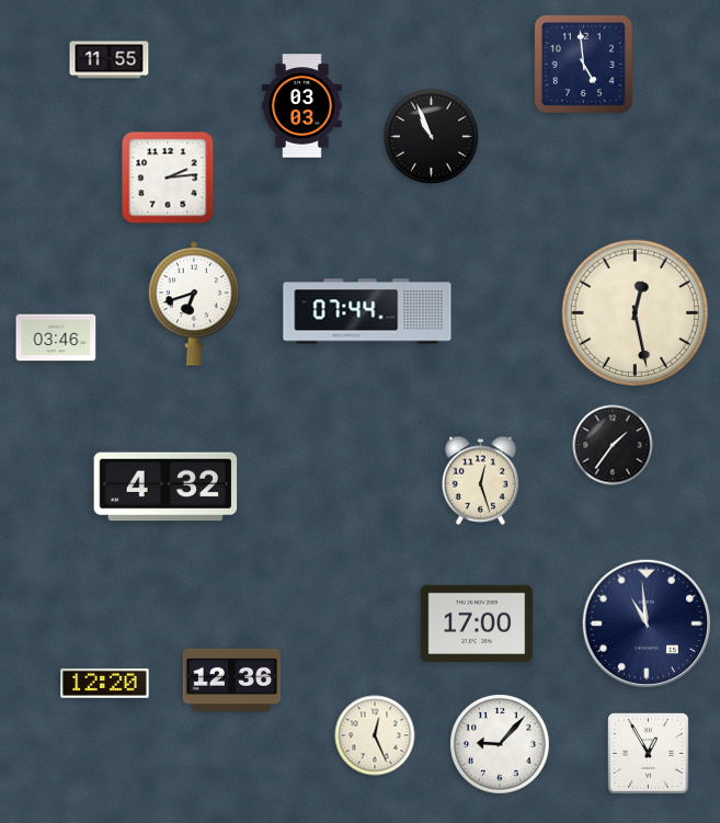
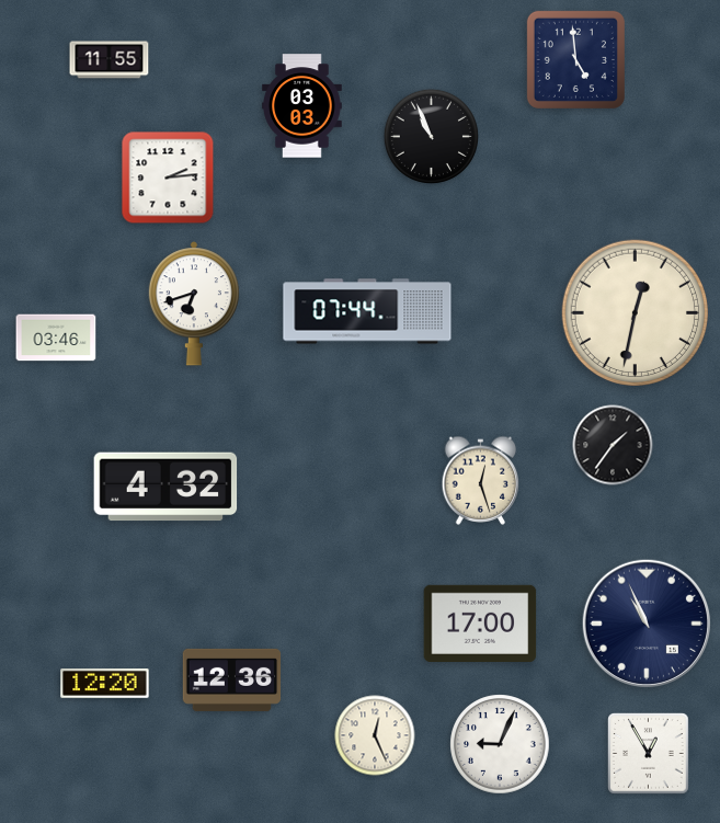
clock at (583, 64) position: (583, 64) -> (575, 59)
clock at (635, 312): 12:28 -> 12:32
clock at (477, 622) position: (477, 622) -> (480, 622)
clock at (645, 622): 10:59 -> 10:56
clock at (500, 744): 9:07 -> 9:04
